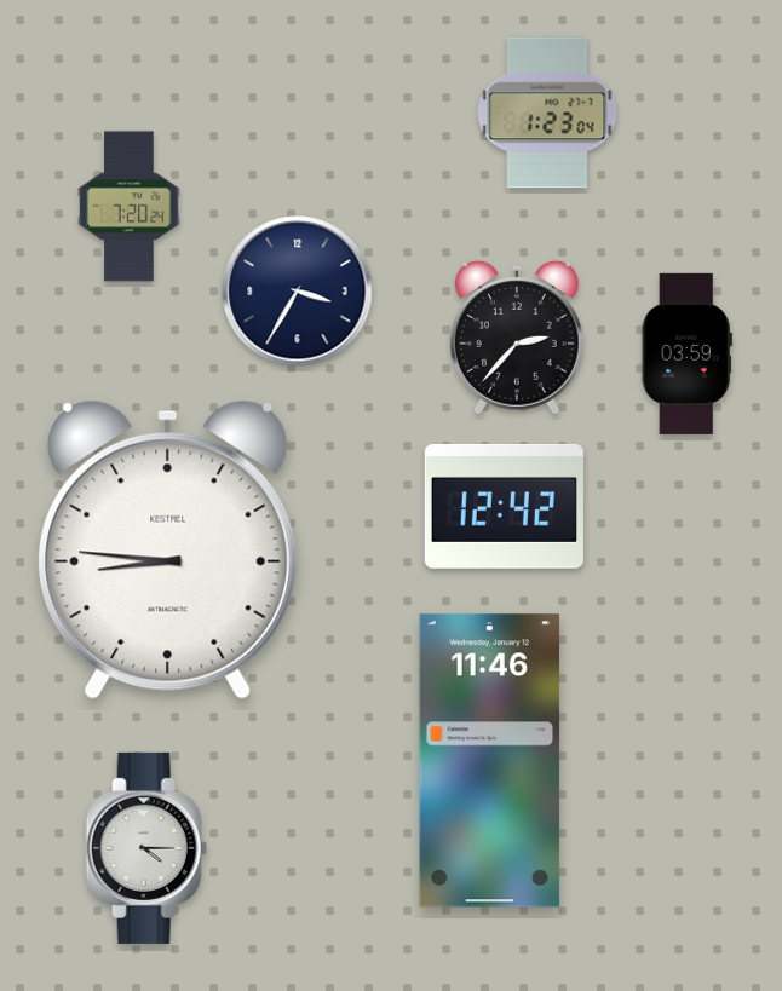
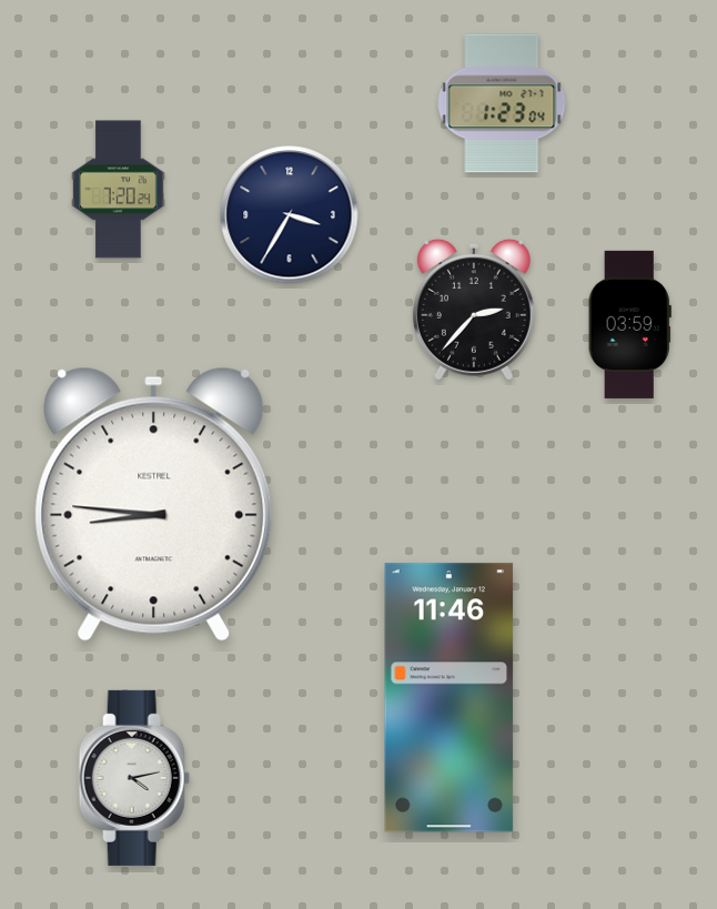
clock at (298, 292) position: (298, 292) -> (290, 215)
clock at (504, 506): 12:42 -> none
clock at (146, 848): 4:15 -> 4:13
